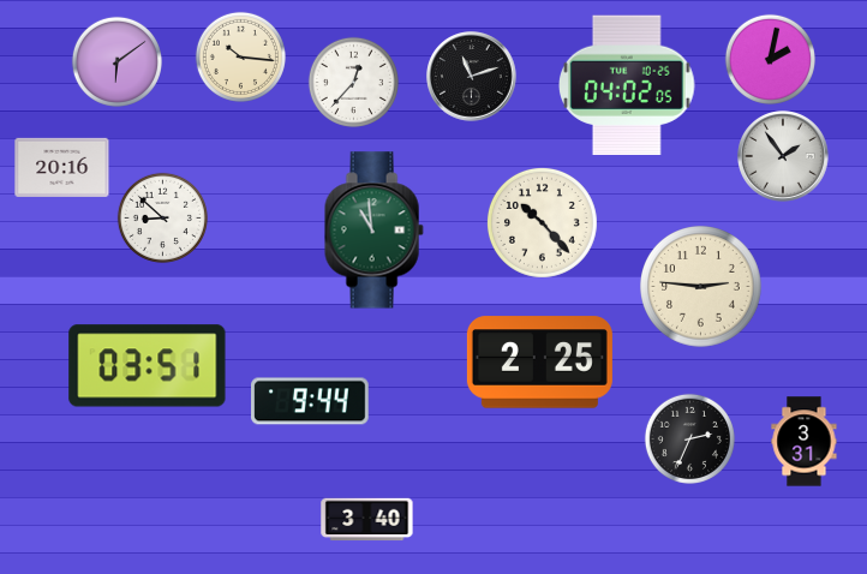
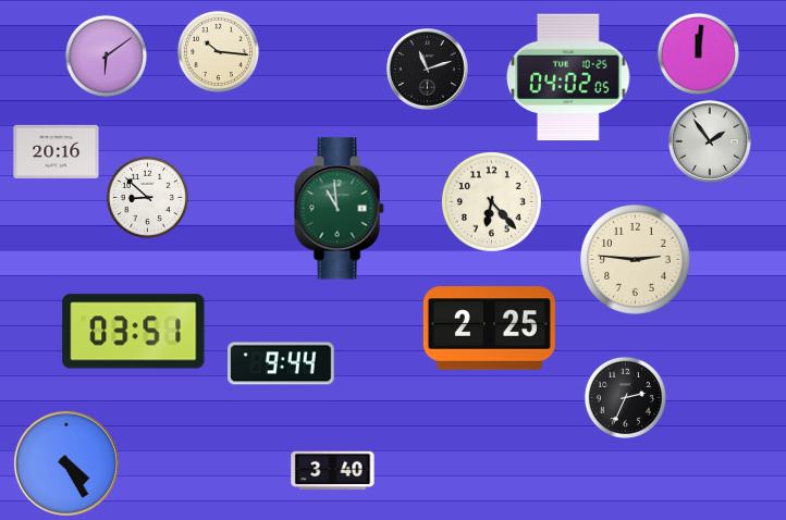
clock at (770, 59): 2:02 -> 12:01
clock at (353, 82): 12:37 -> none
clock at (542, 222): 10:23 -> 6:23
clock at (805, 442): 3:31 -> none
clock at (66, 463): none -> 4:25
